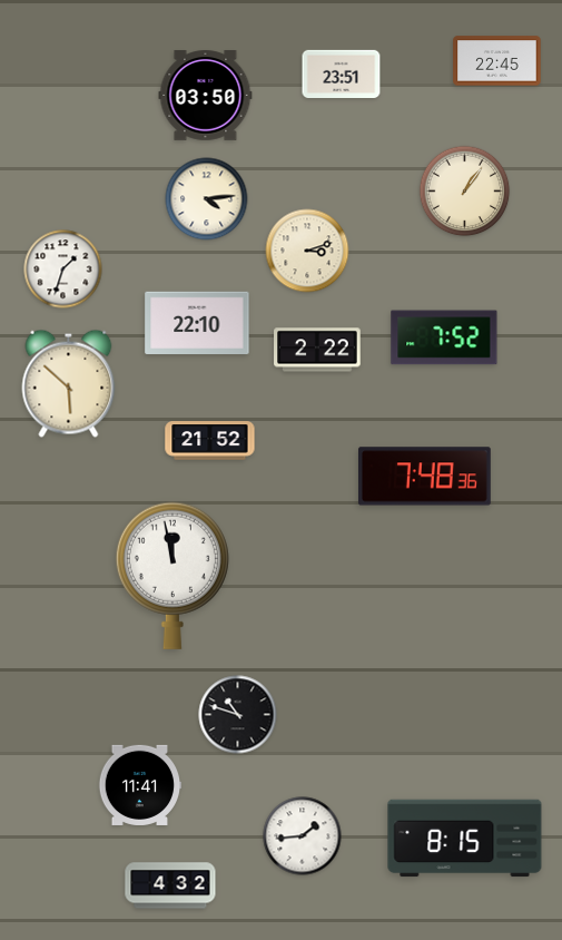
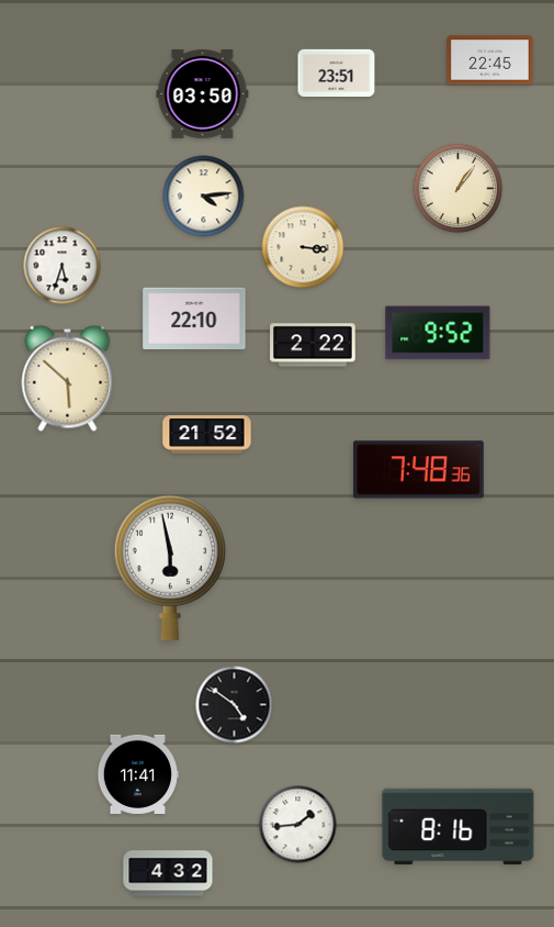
clock at (307, 251): 3:12 -> 3:16
clock at (63, 270): 1:33 -> 5:33
clock at (444, 337): 7:52 -> 9:52
clock at (172, 576): 11:58 -> 5:58
clock at (238, 715): 10:48 -> 4:51
clock at (465, 839): 8:15 -> 8:16
